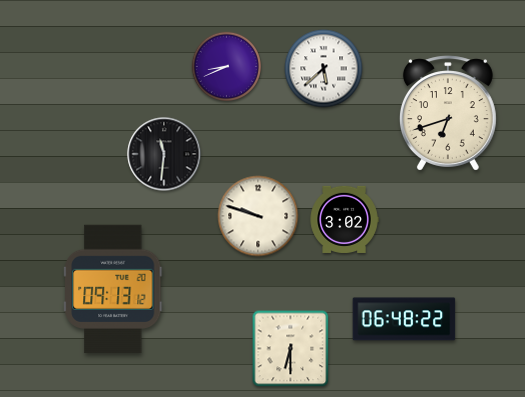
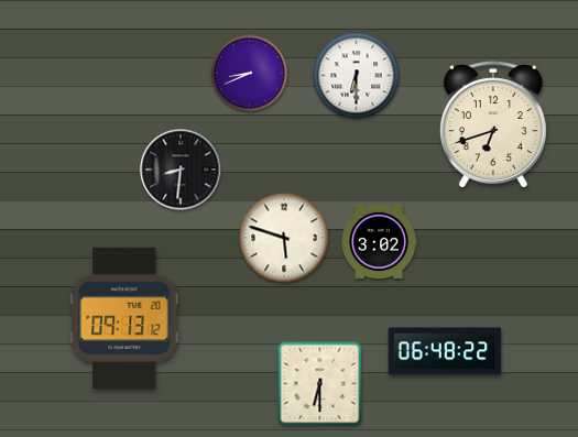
clock at (324, 69): 5:38 -> 6:30
clock at (164, 154): 11:31 -> 8:31
clock at (258, 216): 9:48 -> 5:48
